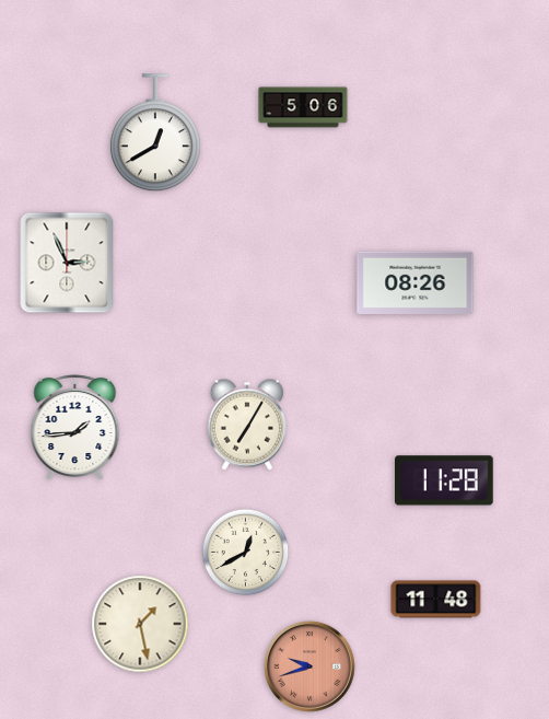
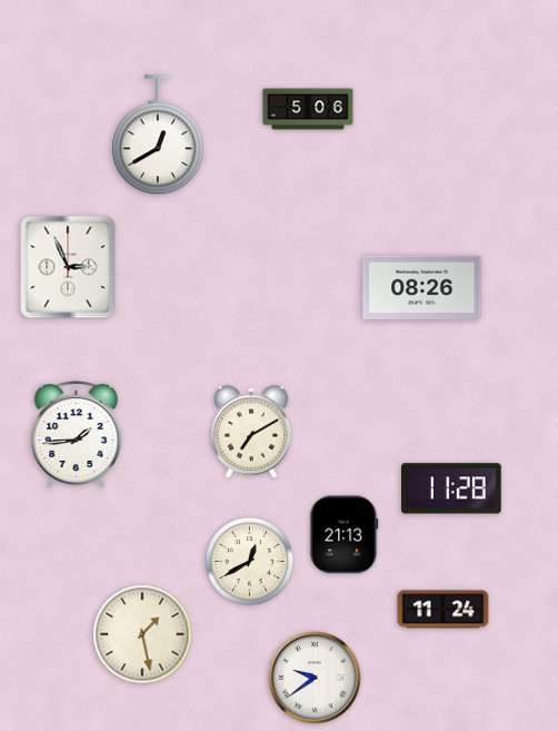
clock at (247, 425): 7:05 -> 7:10
clock at (345, 535): none -> 21:13
clock at (436, 600): 11:48 -> 11:24
clock at (309, 666): 9:42 -> 9:39
clock at (309, 666) dial: salmon -> white
